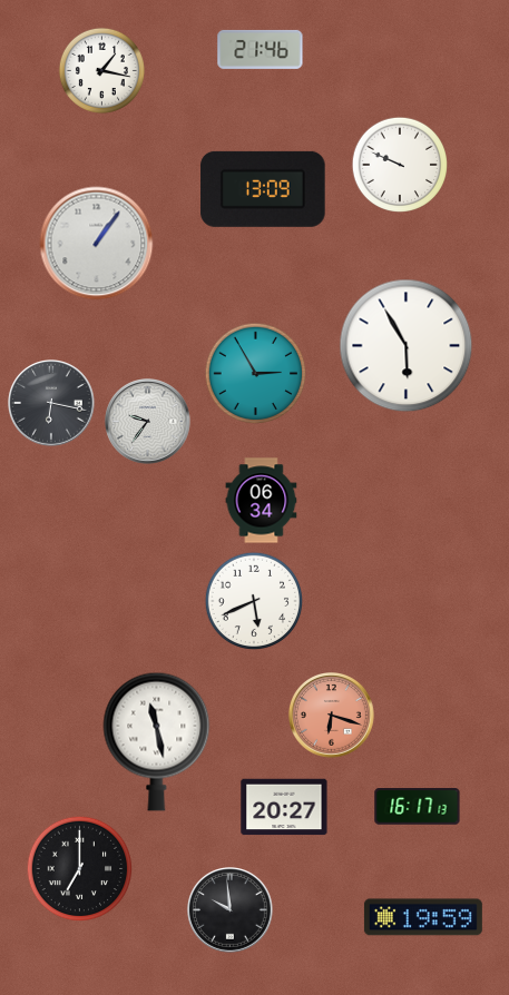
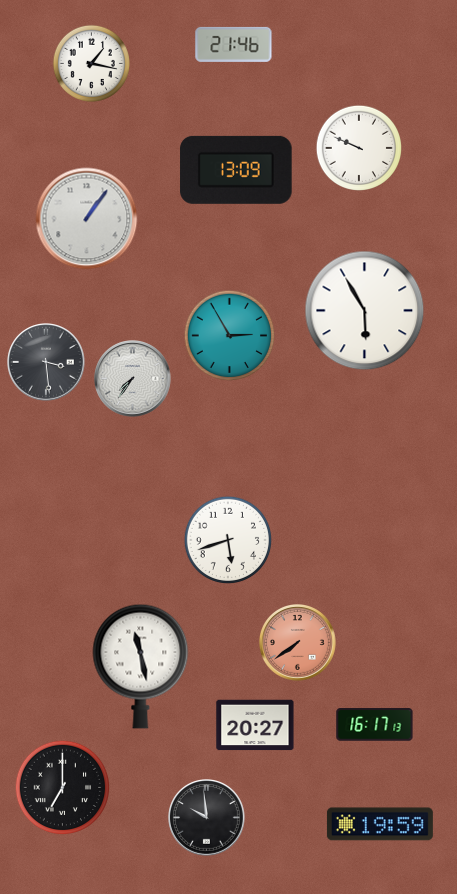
clock at (52, 404): 6:17 -> 3:29
clock at (148, 422): 9:36 -> 7:36
clock at (262, 501): 06:34 -> none
clock at (254, 601): 5:41 -> 5:42
clock at (332, 716): 6:18 -> 7:39
clock at (79, 868) position: (79, 868) -> (62, 787)
